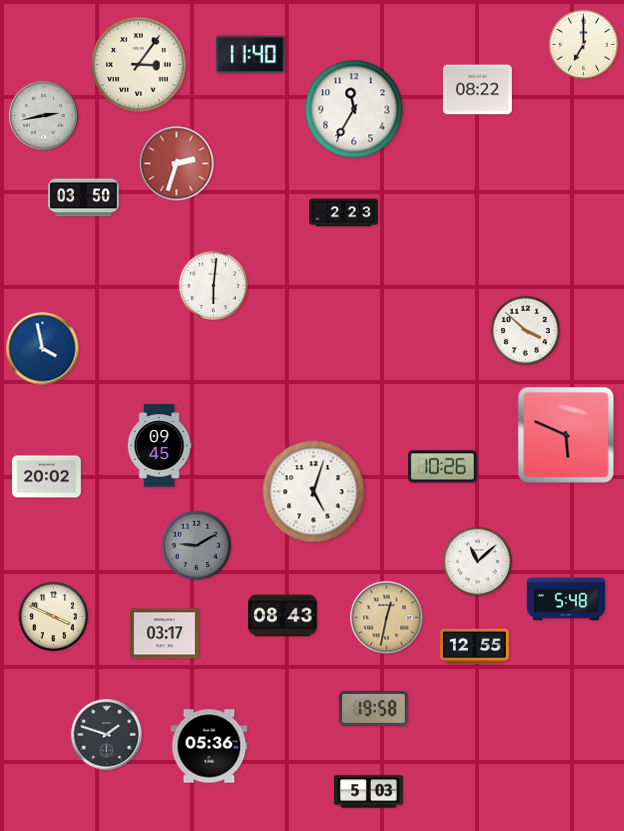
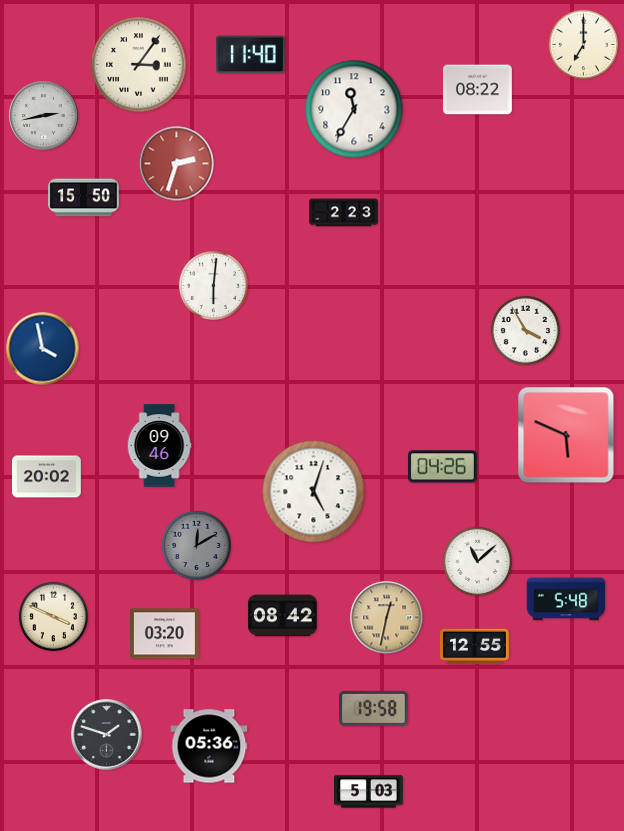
clock at (84, 198): 03:50 -> 15:50
clock at (525, 330): 3:52 -> 3:55
clock at (159, 446): 09:45 -> 09:46
clock at (442, 467): 10:26 -> 04:26
clock at (196, 545): 9:10 -> 12:10
clock at (283, 616): 08:43 -> 08:42
clock at (165, 634): 03:17 -> 03:20
